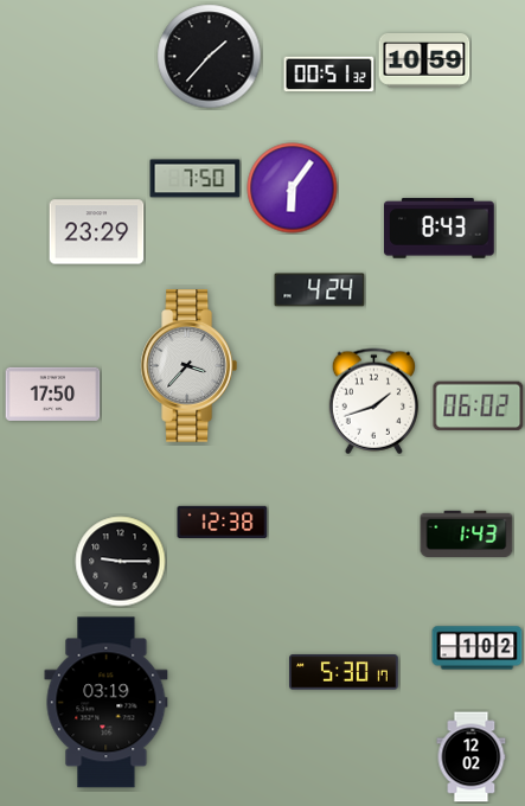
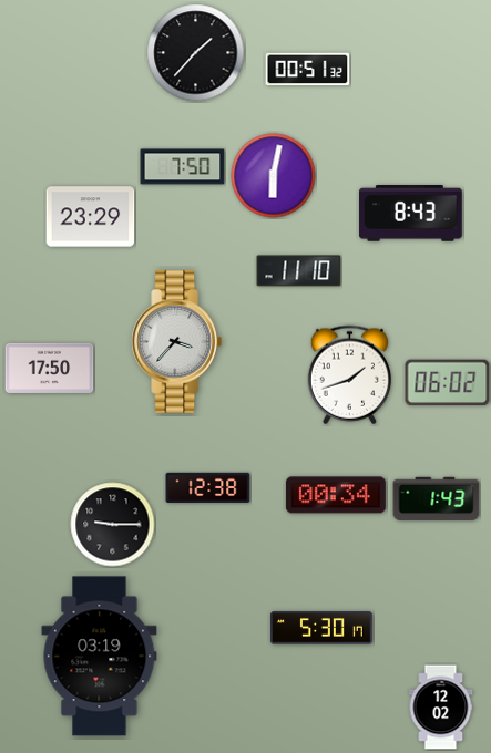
clock at (424, 62): 10:59 -> none
clock at (293, 188): 6:06 -> 6:02
clock at (320, 290): 4:24 -> 11:10
clock at (479, 407) position: (479, 407) -> (448, 383)
clock at (336, 495): none -> 00:34
clock at (478, 648): 1:02 -> none
